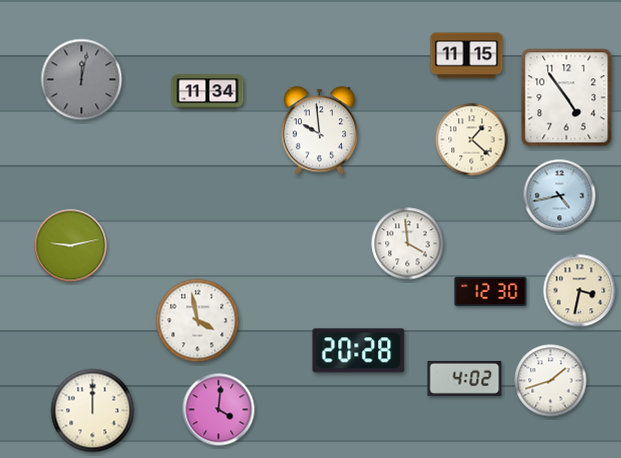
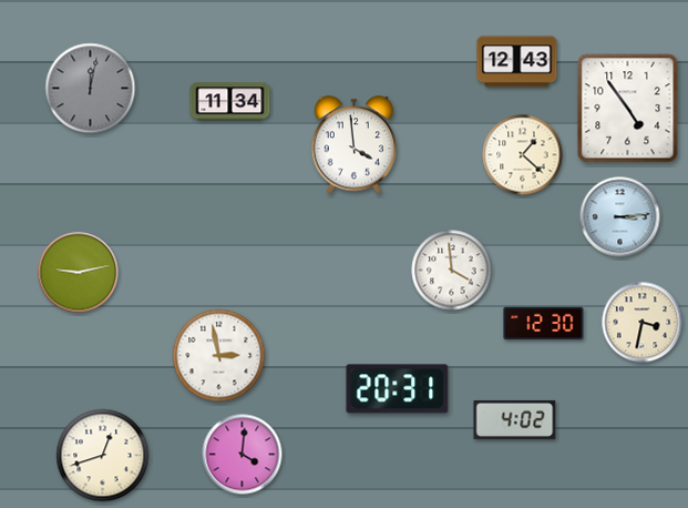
clock at (467, 56): 11:15 -> 12:43
clock at (320, 131): 9:59 -> 3:59
clock at (560, 196): 4:43 -> 3:14
clock at (198, 321): 3:58 -> 2:58
clock at (359, 351): 20:28 -> 20:31
clock at (551, 381): 1:42 -> none
clock at (93, 411): 12:00 -> 12:42
